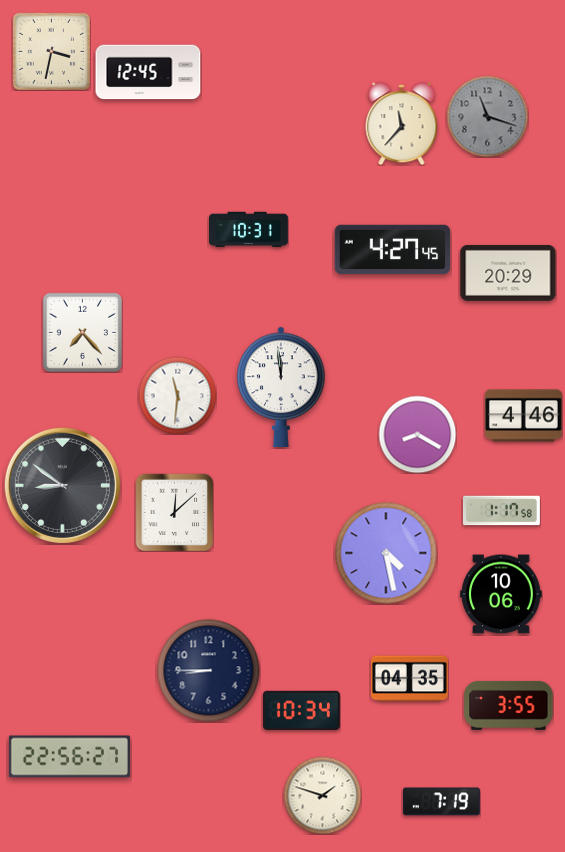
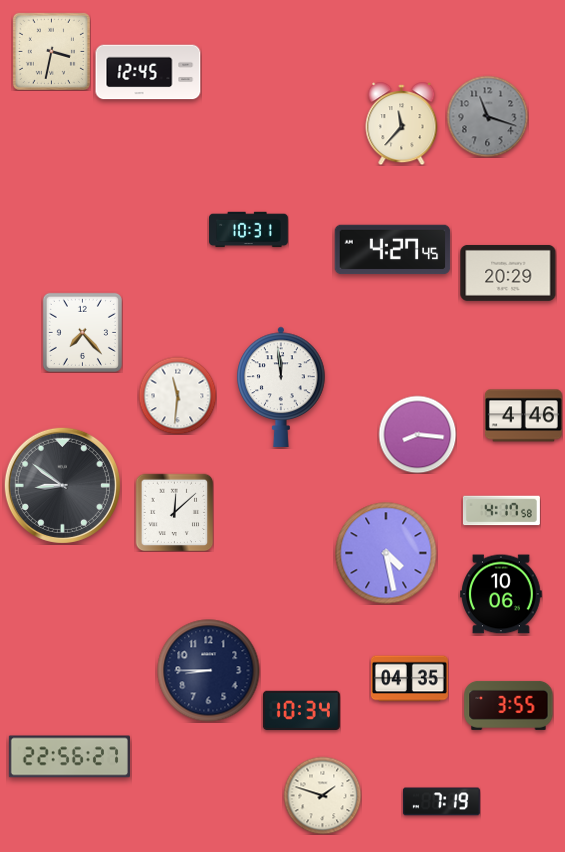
clock at (417, 434): 8:20 -> 8:16
clock at (501, 511): 1:17 -> 4:17
